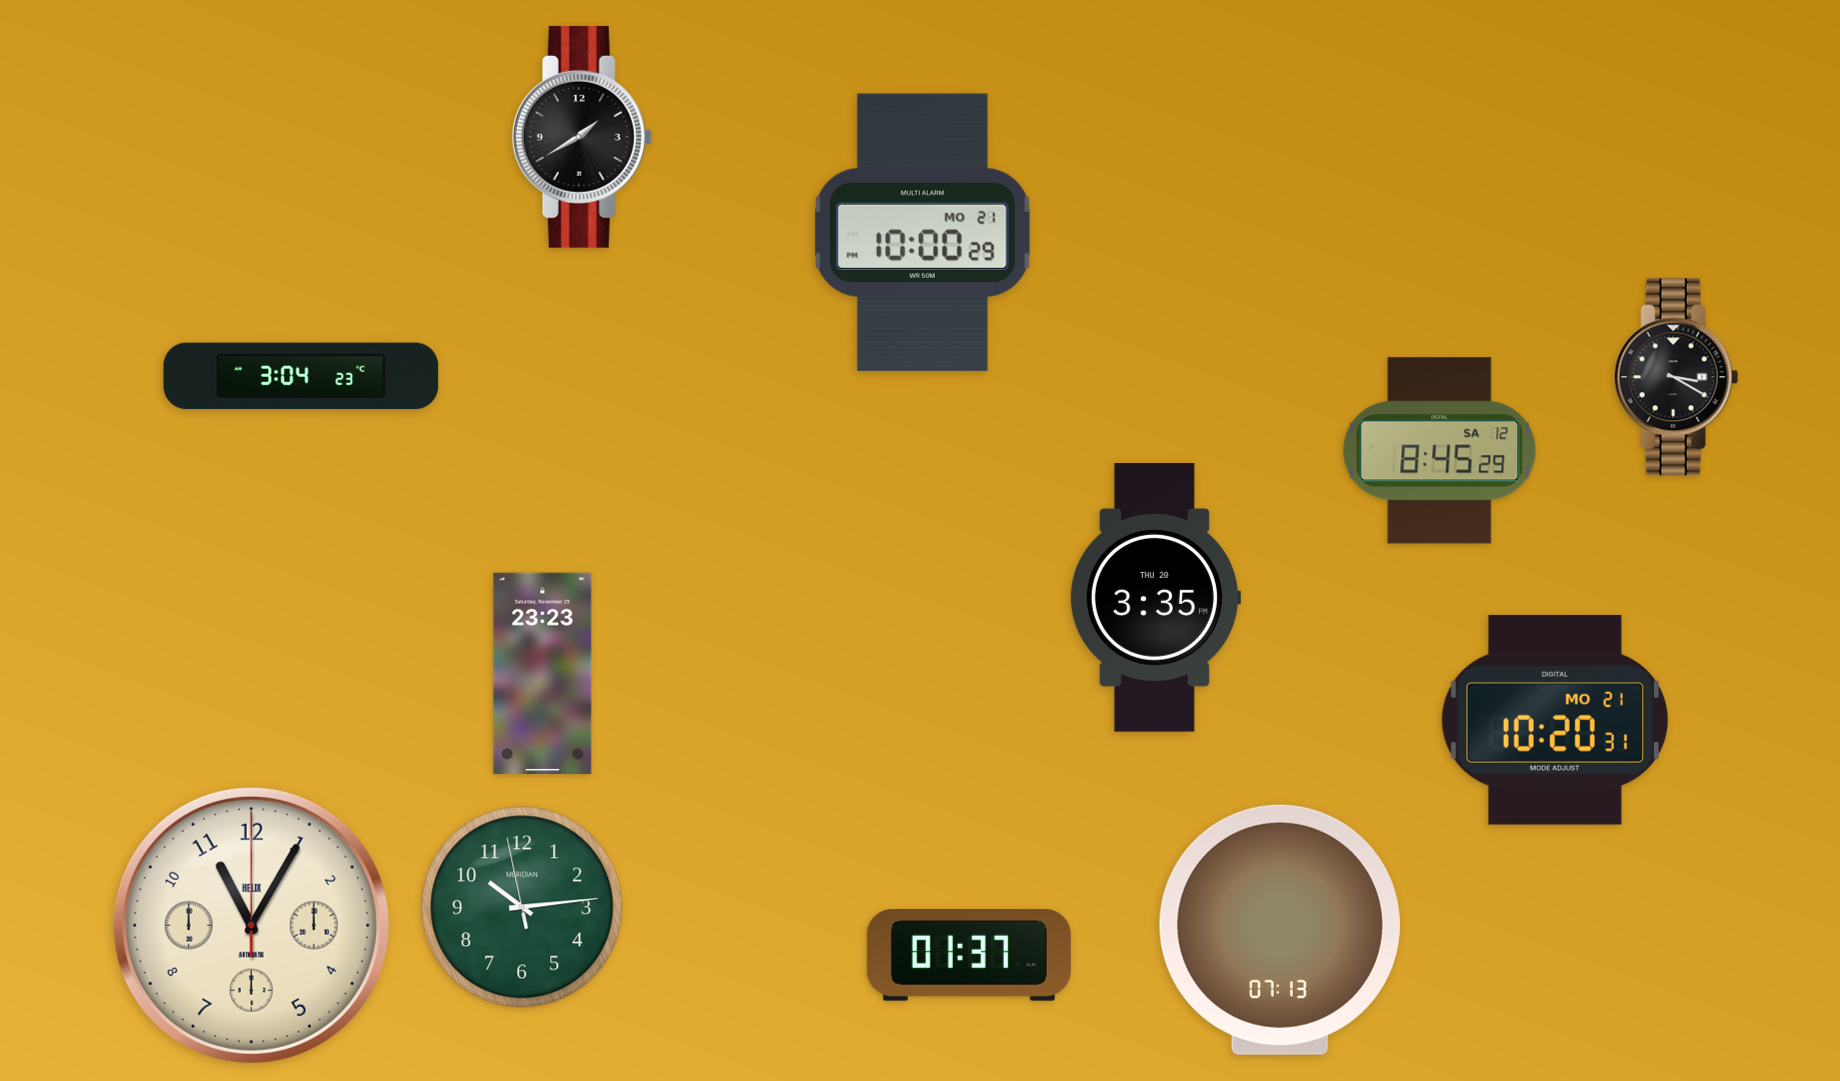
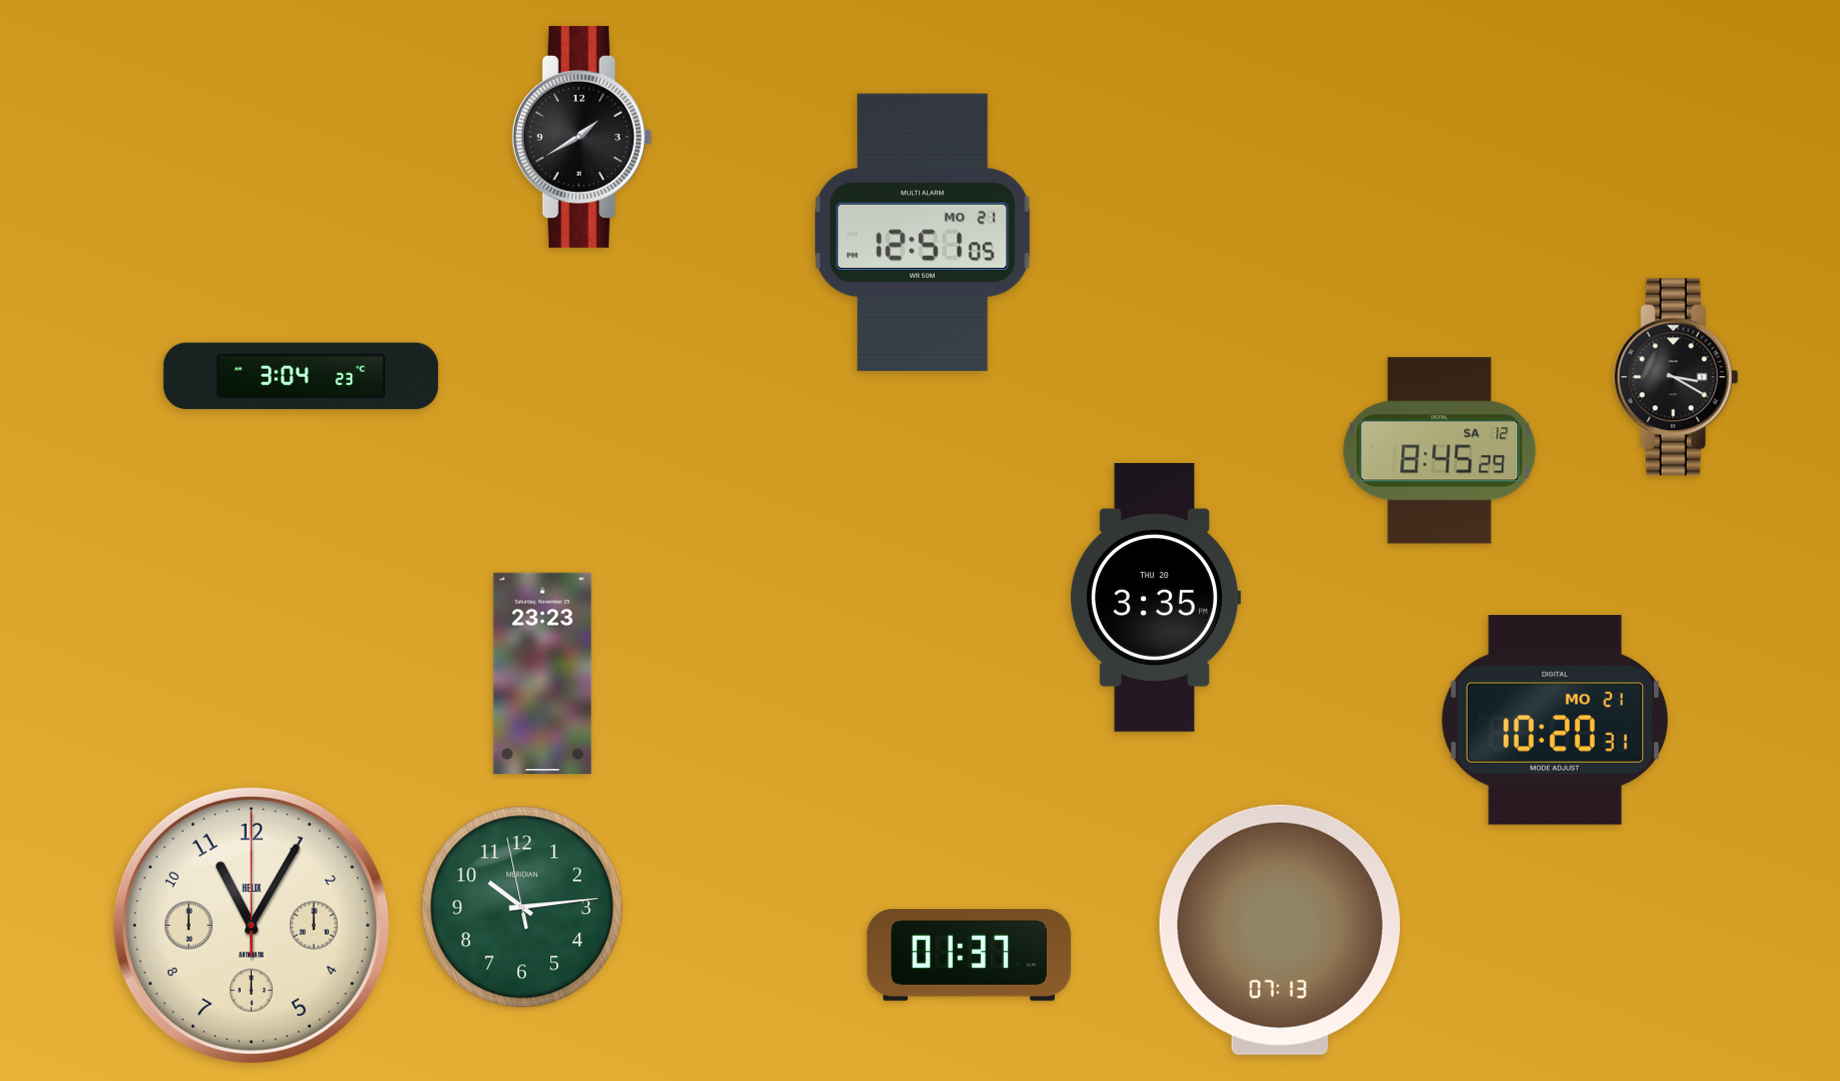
clock at (922, 232): 10:00 -> 12:51
